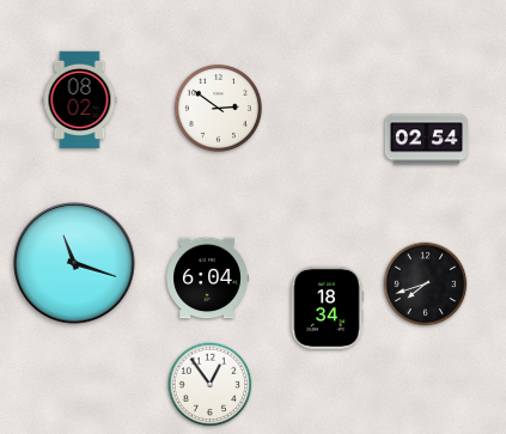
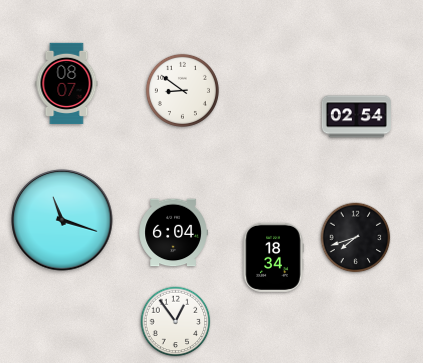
clock at (80, 99): 08:02 -> 08:07
clock at (218, 108): 2:51 -> 8:51
